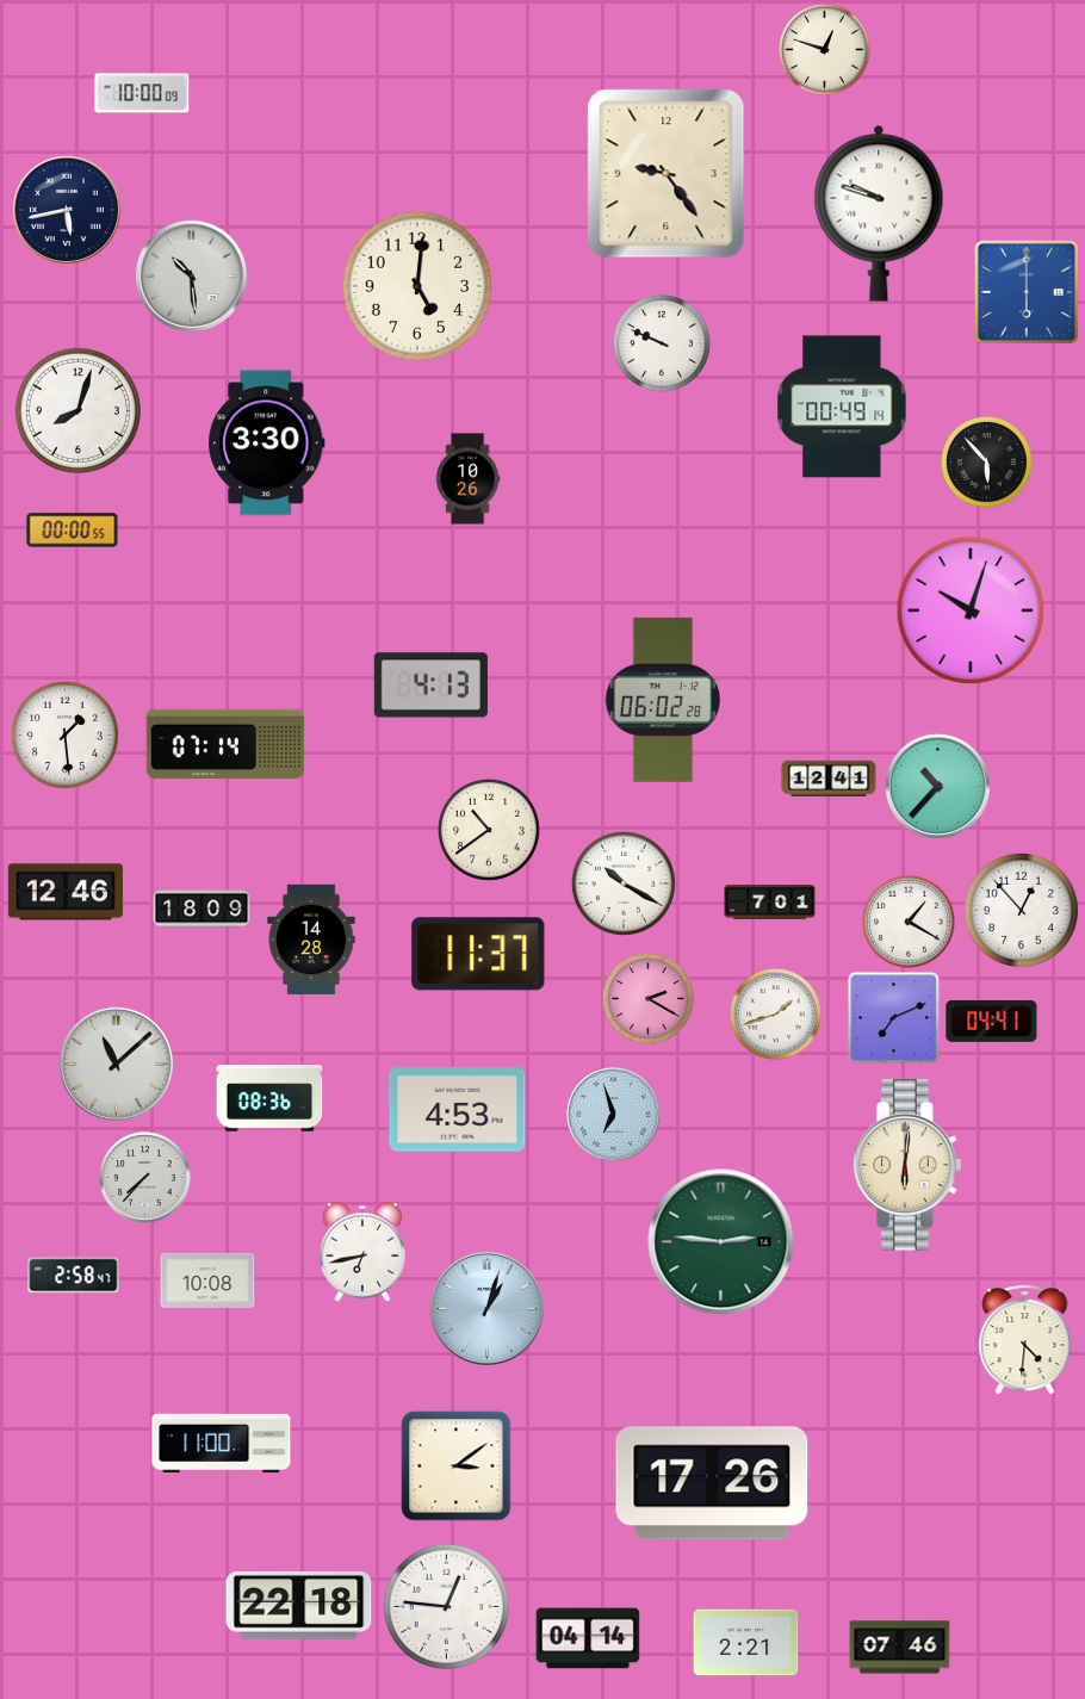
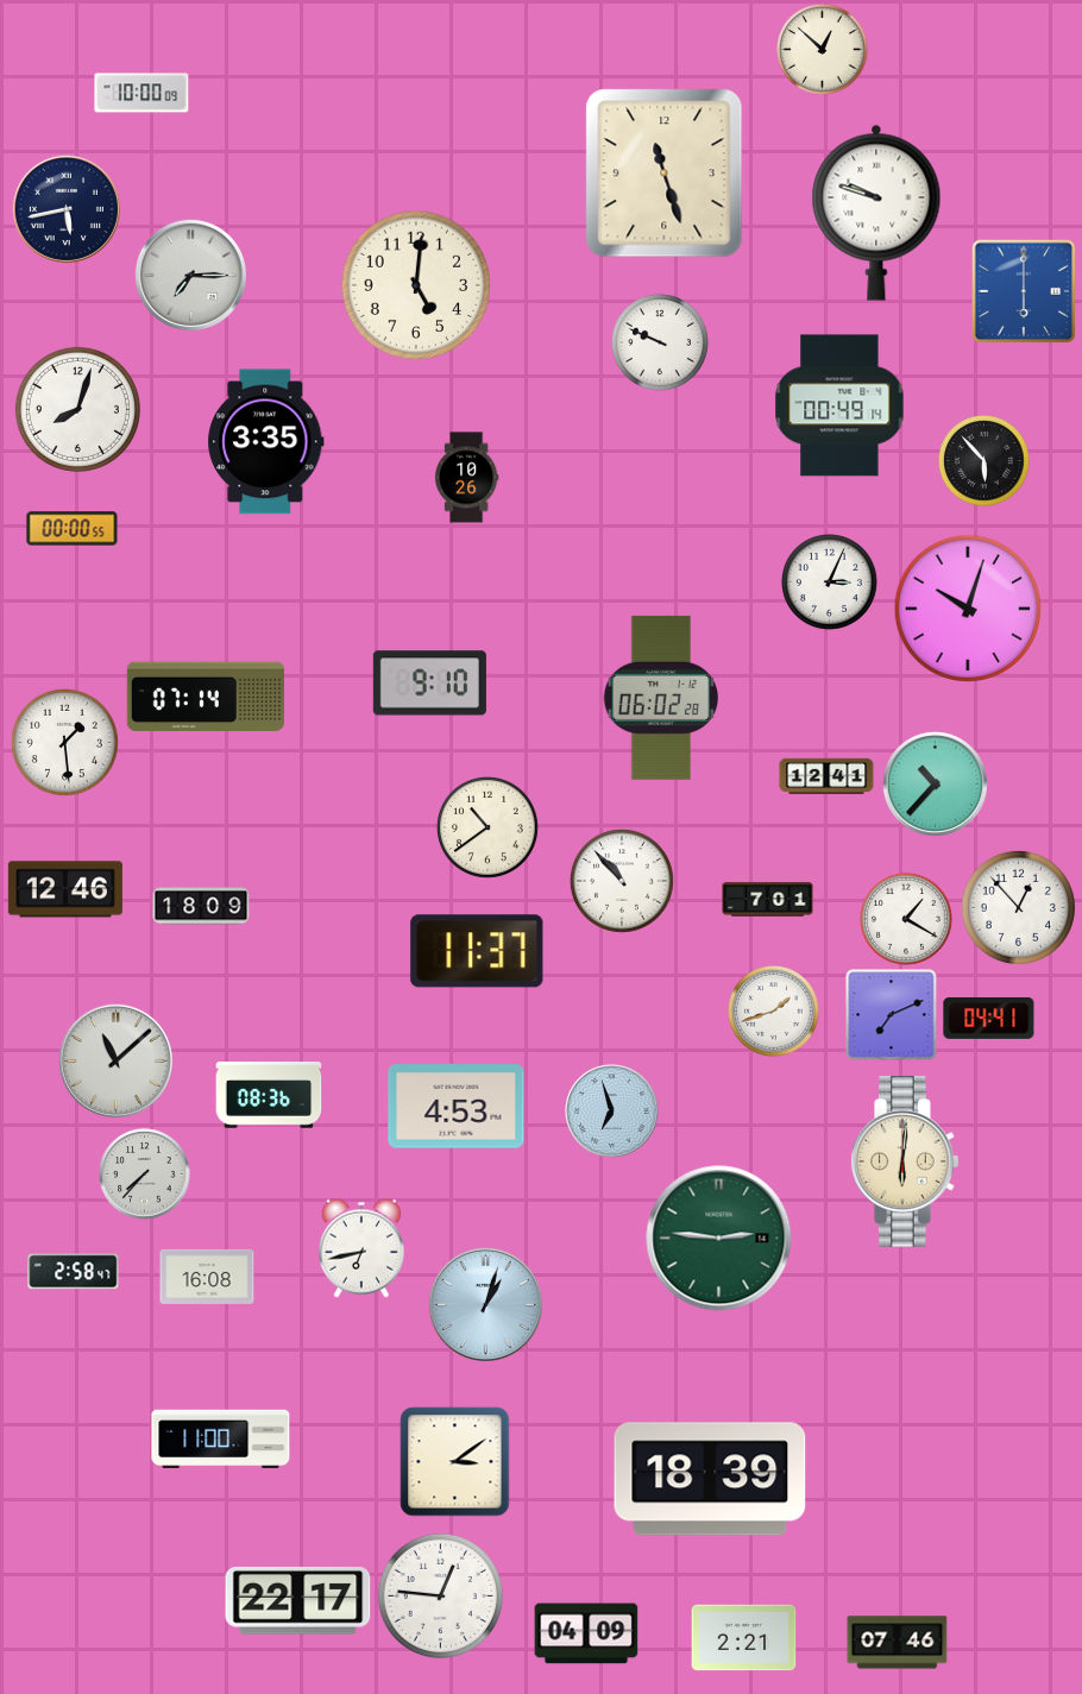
clock at (825, 50): 12:48 -> 12:52
clock at (666, 174): 9:24 -> 11:27
clock at (191, 275): 10:29 -> 7:15
clock at (267, 444): 3:30 -> 3:35
clock at (830, 582): none -> 3:04
clock at (430, 686): 4:13 -> 9:10
clock at (64, 734) position: (64, 734) -> (64, 742)
clock at (225, 744) position: (225, 744) -> (206, 697)
clock at (624, 883): 10:20 -> 10:53
clock at (311, 940): 14:28 -> none
clock at (649, 999): 2:20 -> none
clock at (207, 1281): 10:08 -> 16:08
clock at (1025, 1340): 4:31 -> none
clock at (712, 1483): 17:26 -> 18:39
clock at (299, 1605): 22:18 -> 22:17
clock at (446, 1606) position: (446, 1606) -> (440, 1595)
clock at (588, 1638): 04:14 -> 04:09
